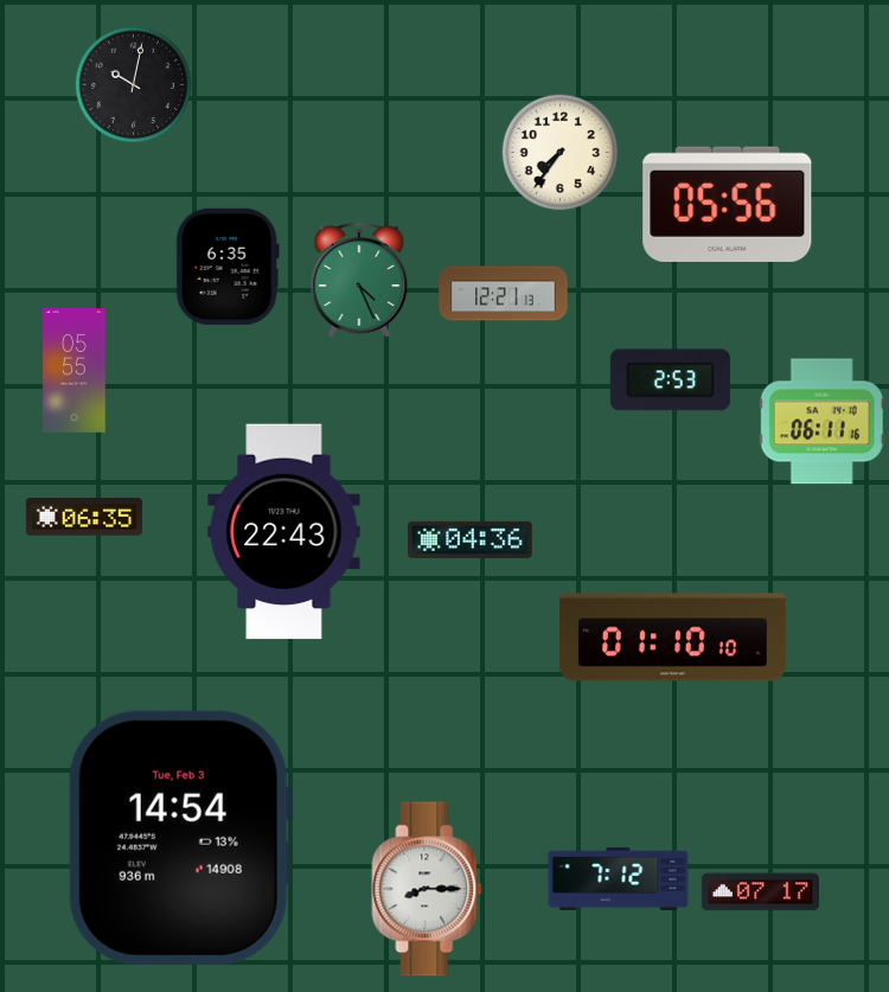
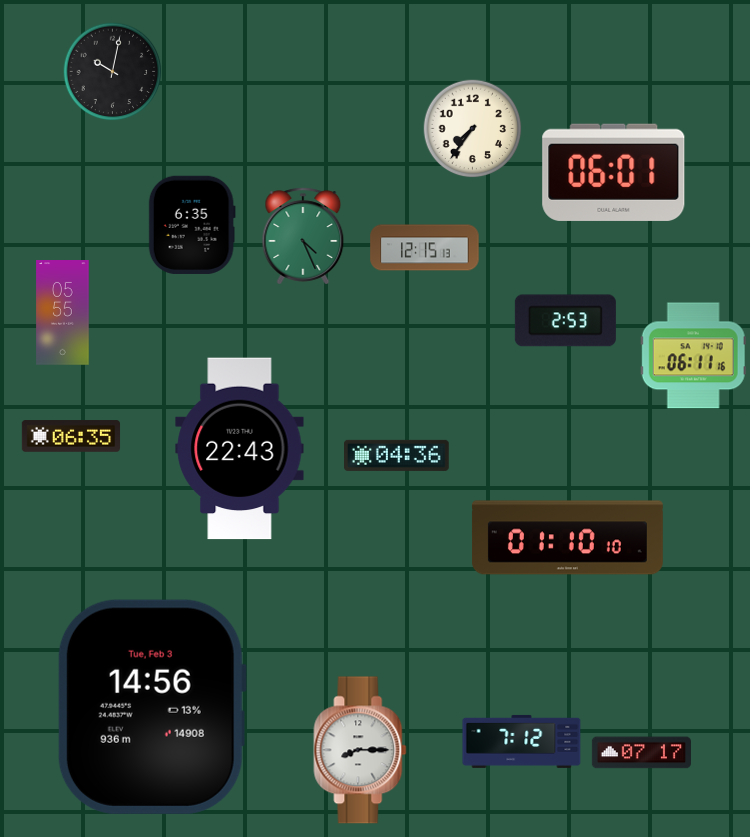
clock at (728, 204): 05:56 -> 06:01
clock at (504, 294): 12:21 -> 12:15
clock at (180, 838): 14:54 -> 14:56
